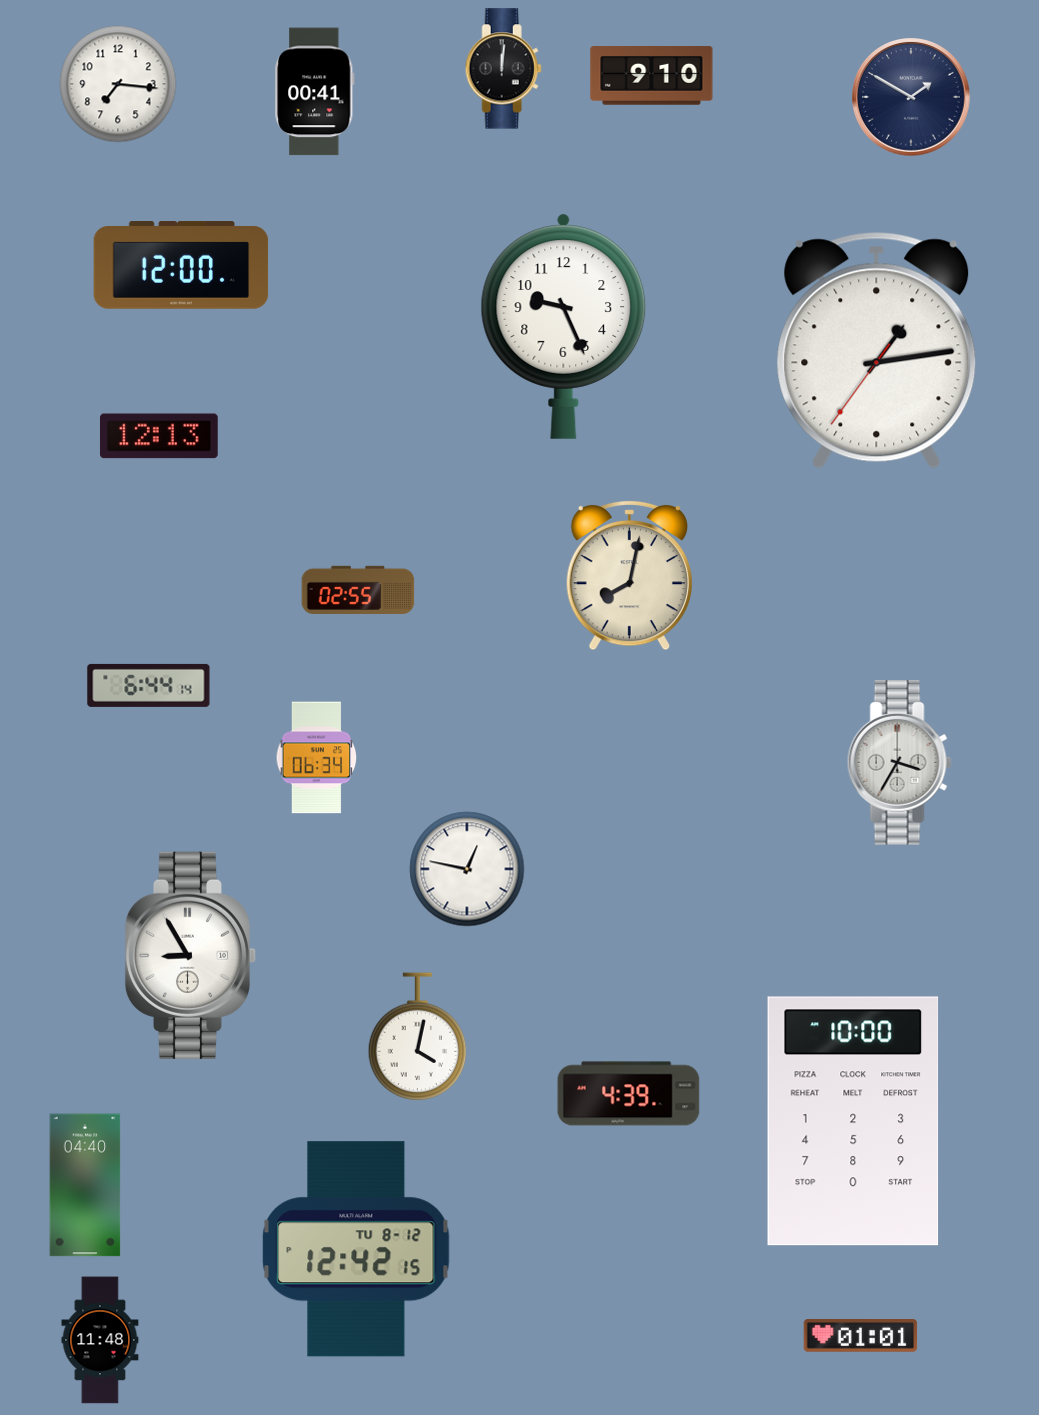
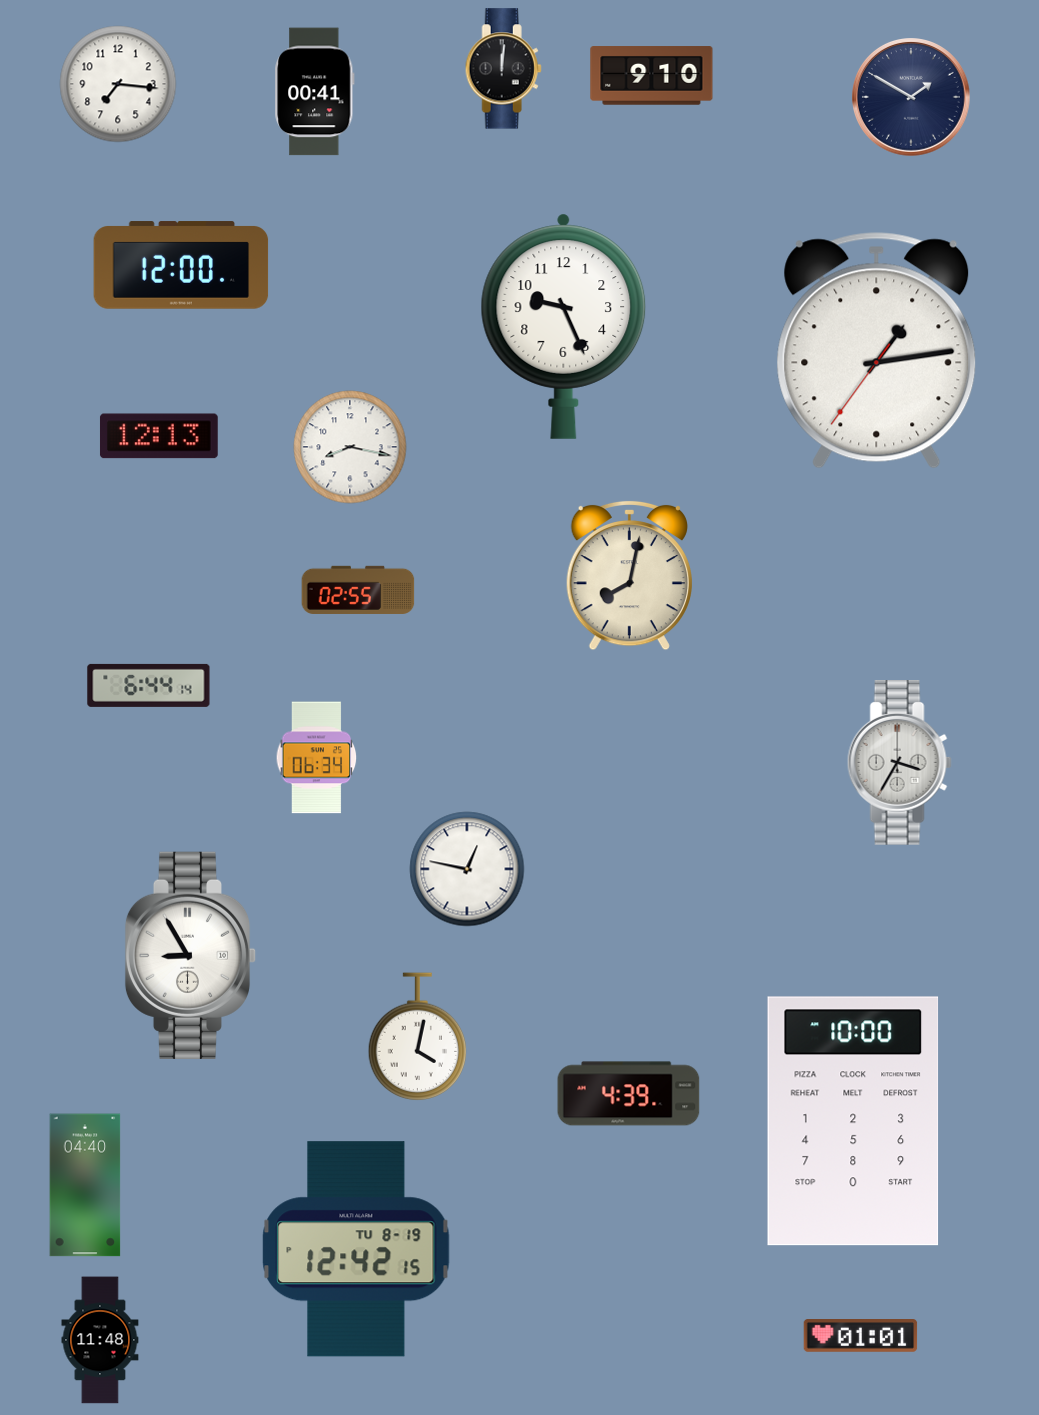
clock at (350, 447): none -> 8:17
clock at (356, 1249) date: TU 8-12 -> TU 8-19
